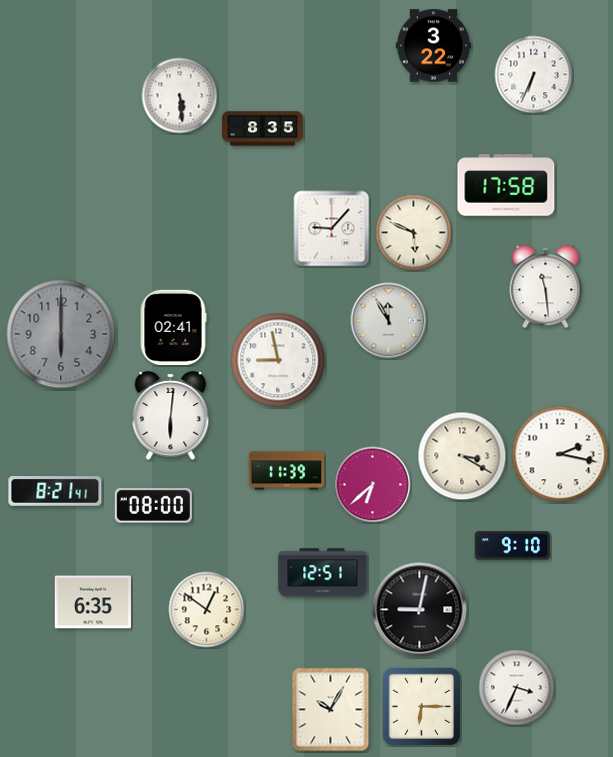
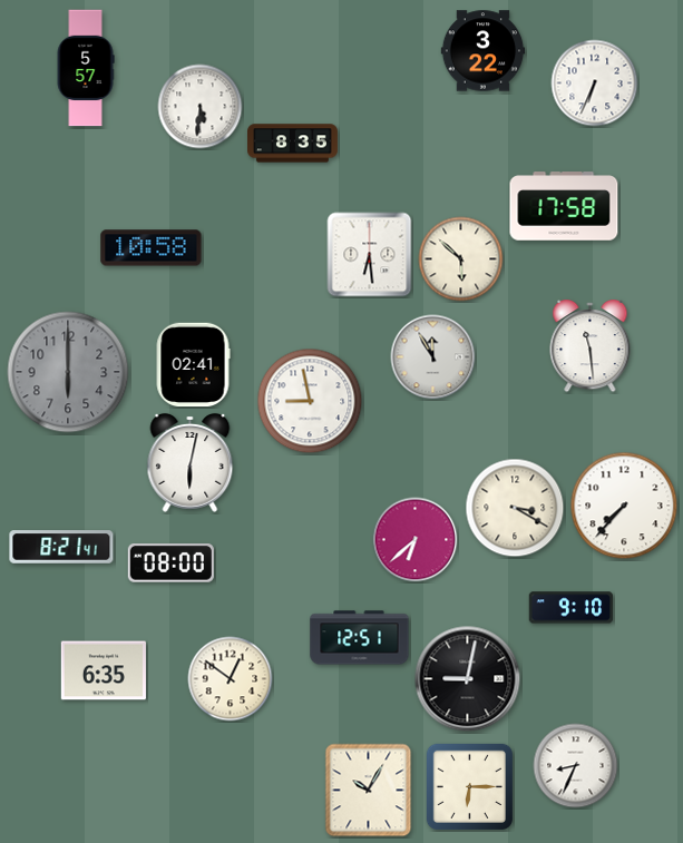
clock at (86, 68): none -> 5:57
clock at (180, 96): 5:29 -> 5:31
clock at (152, 248): none -> 10:58
clock at (332, 229): 9:07 -> 6:29
clock at (414, 233): 5:49 -> 5:52
clock at (546, 287) position: (546, 287) -> (591, 346)
clock at (171, 415): 6:01 -> 6:02
clock at (560, 454): 2:17 -> 7:37
clock at (287, 471): 11:39 -> none
clock at (517, 688): 3:34 -> 8:34
